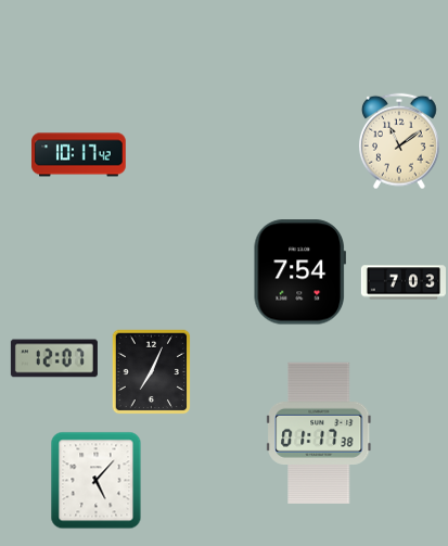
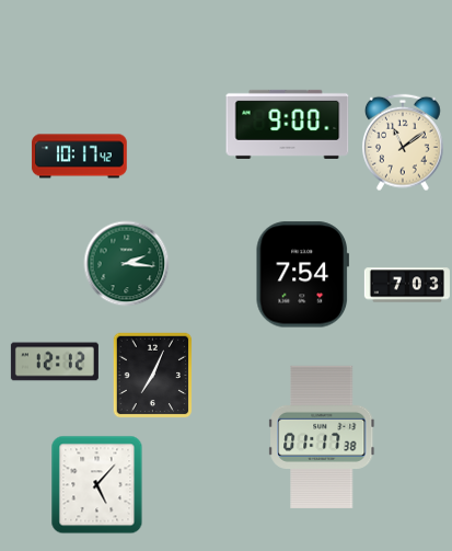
clock at (288, 124): none -> 9:00
clock at (126, 263): none -> 2:16
clock at (54, 358): 12:07 -> 12:12
